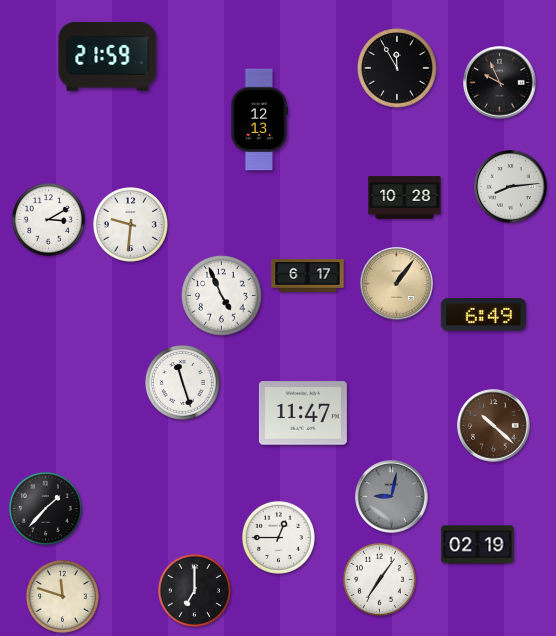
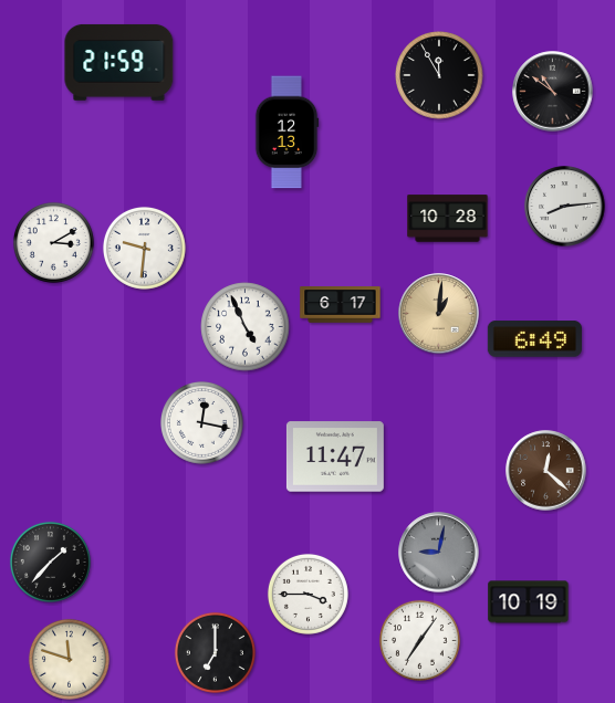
clock at (500, 83): 9:56 -> 10:51
clock at (397, 284): 1:06 -> 1:01
clock at (483, 315) position: (483, 315) -> (534, 339)
clock at (182, 382): 11:27 -> 12:17
clock at (494, 426): 10:22 -> 12:22
clock at (392, 497) position: (392, 497) -> (439, 553)
clock at (278, 537): 12:45 -> 3:45
clock at (478, 545): 02:19 -> 10:19
